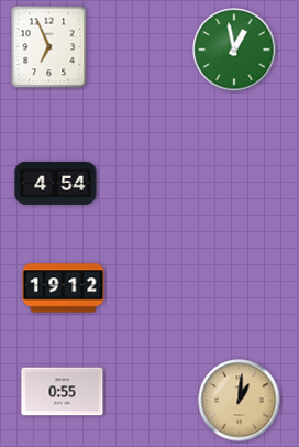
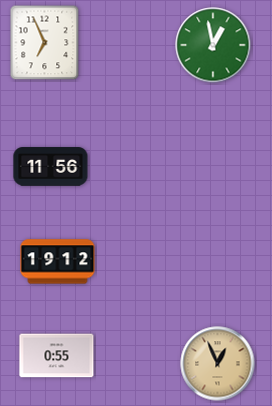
clock at (56, 184): 4:54 -> 11:56
clock at (240, 401): 1:01 -> 12:56
